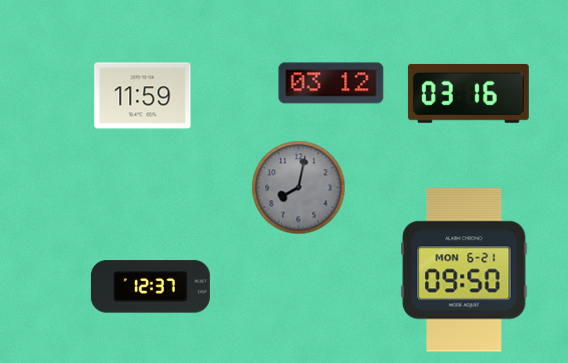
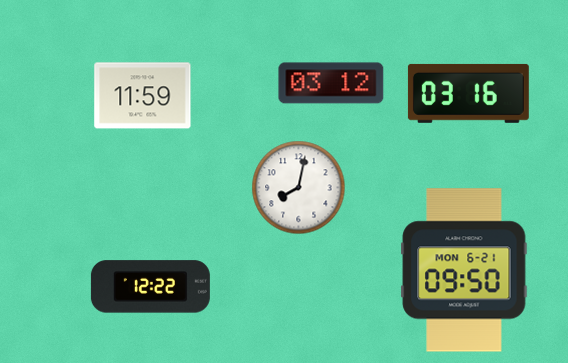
clock at (299, 188) dial: grey -> white
clock at (150, 287): 12:37 -> 12:22
